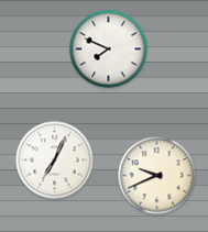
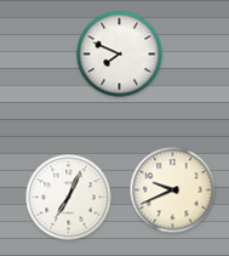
clock at (55, 161) position: (55, 161) -> (69, 198)
clock at (157, 176) position: (157, 176) -> (173, 190)
